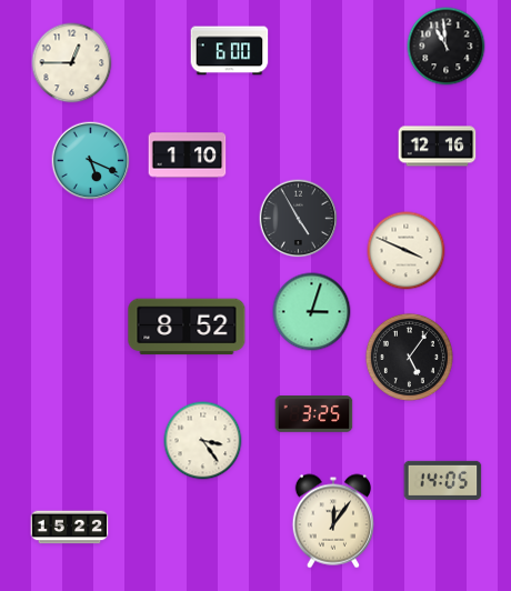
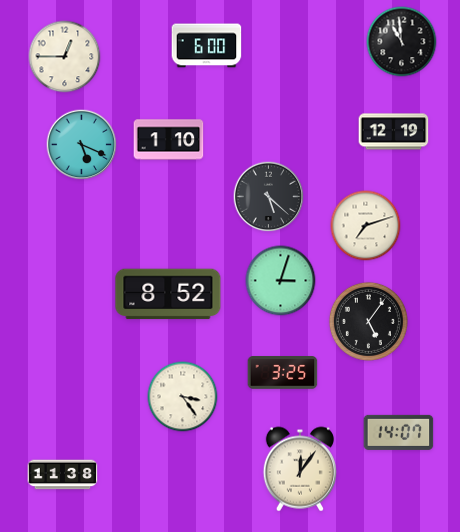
clock at (438, 147): 12:16 -> 12:19
clock at (299, 219): 4:55 -> 5:22
clock at (407, 251): 3:49 -> 7:12
clock at (443, 480): 14:05 -> 14:07
clock at (70, 528): 15:22 -> 11:38
